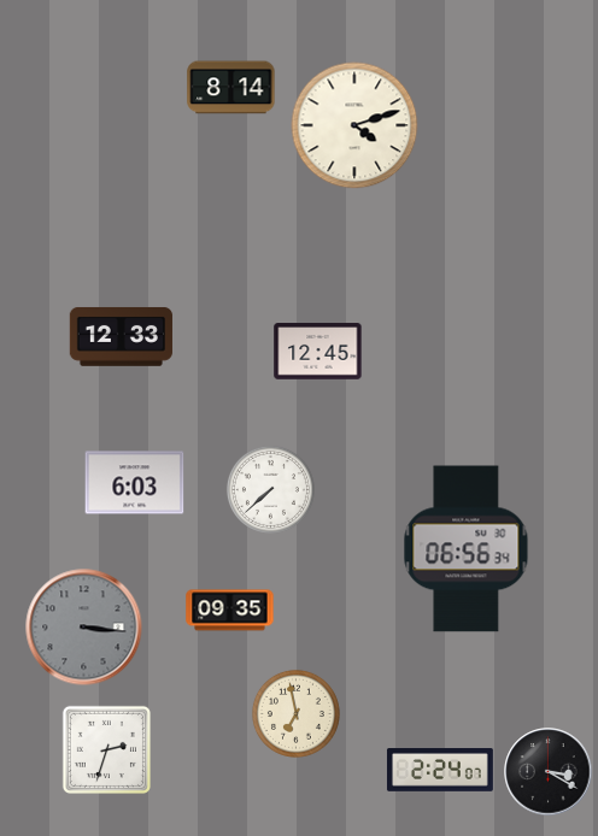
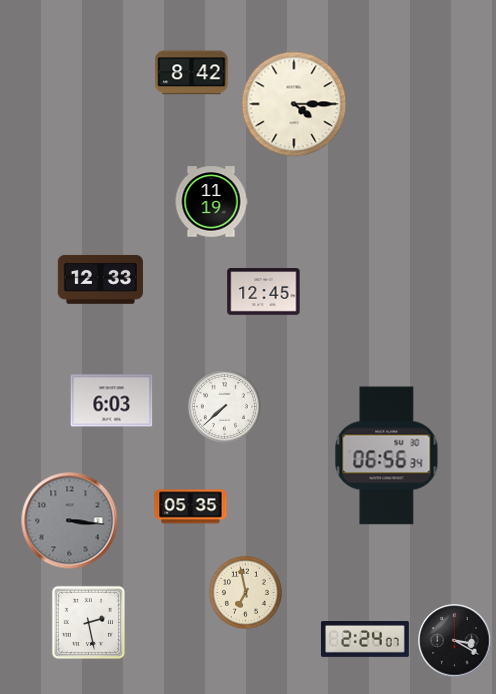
clock at (231, 88): 8:14 -> 8:42
clock at (354, 125): 4:12 -> 4:15
clock at (211, 202): none -> 11:19
clock at (230, 611): 09:35 -> 05:35
clock at (106, 749): 2:33 -> 2:28
